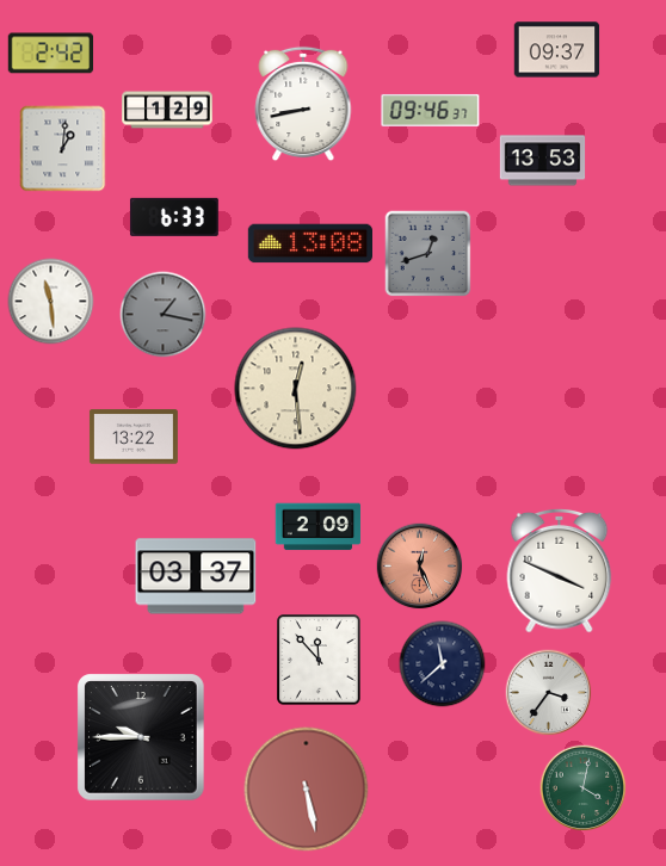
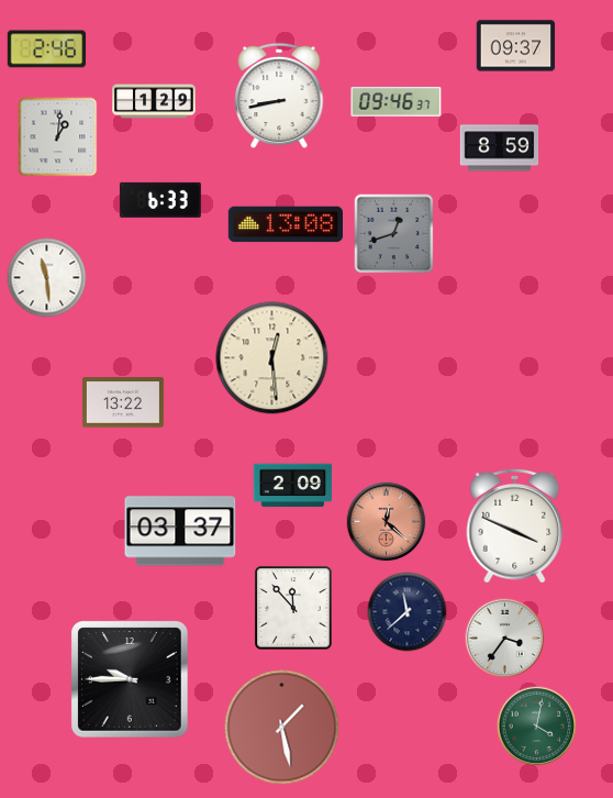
clock at (557, 50) position: (557, 50) -> (516, 46)
clock at (51, 54): 2:42 -> 2:46
clock at (543, 161): 13:53 -> 8:59
clock at (164, 315): 1:17 -> none
clock at (420, 567): 12:26 -> 12:22
clock at (307, 790): 5:28 -> 1:28
